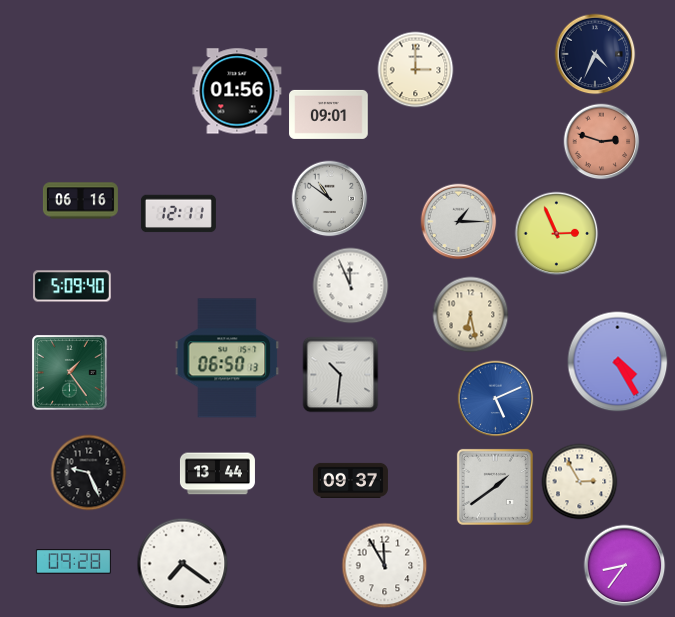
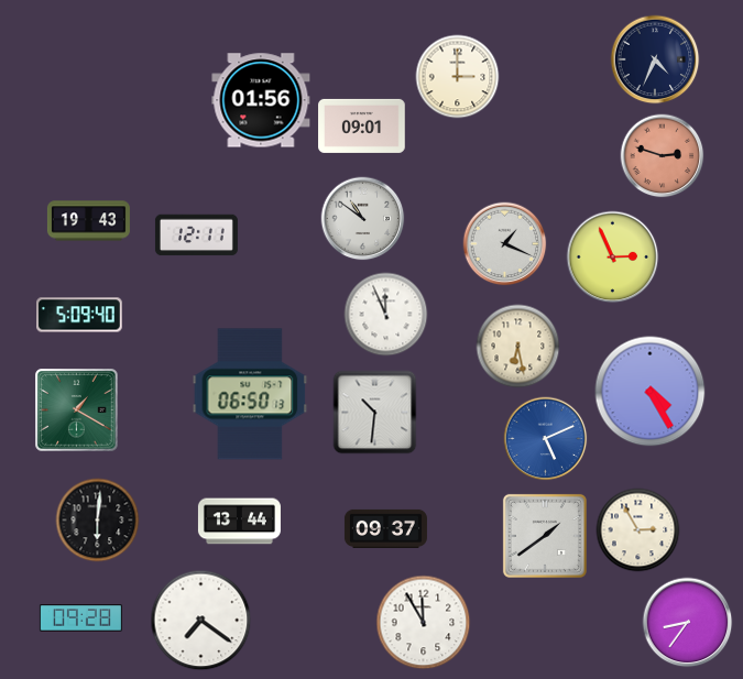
clock at (80, 201): 06:16 -> 19:43
clock at (459, 222): 1:15 -> 1:19
clock at (618, 362) position: (618, 362) -> (651, 392)
clock at (70, 373): 1:24 -> 1:20
clock at (89, 473): 9:26 -> 6:01
